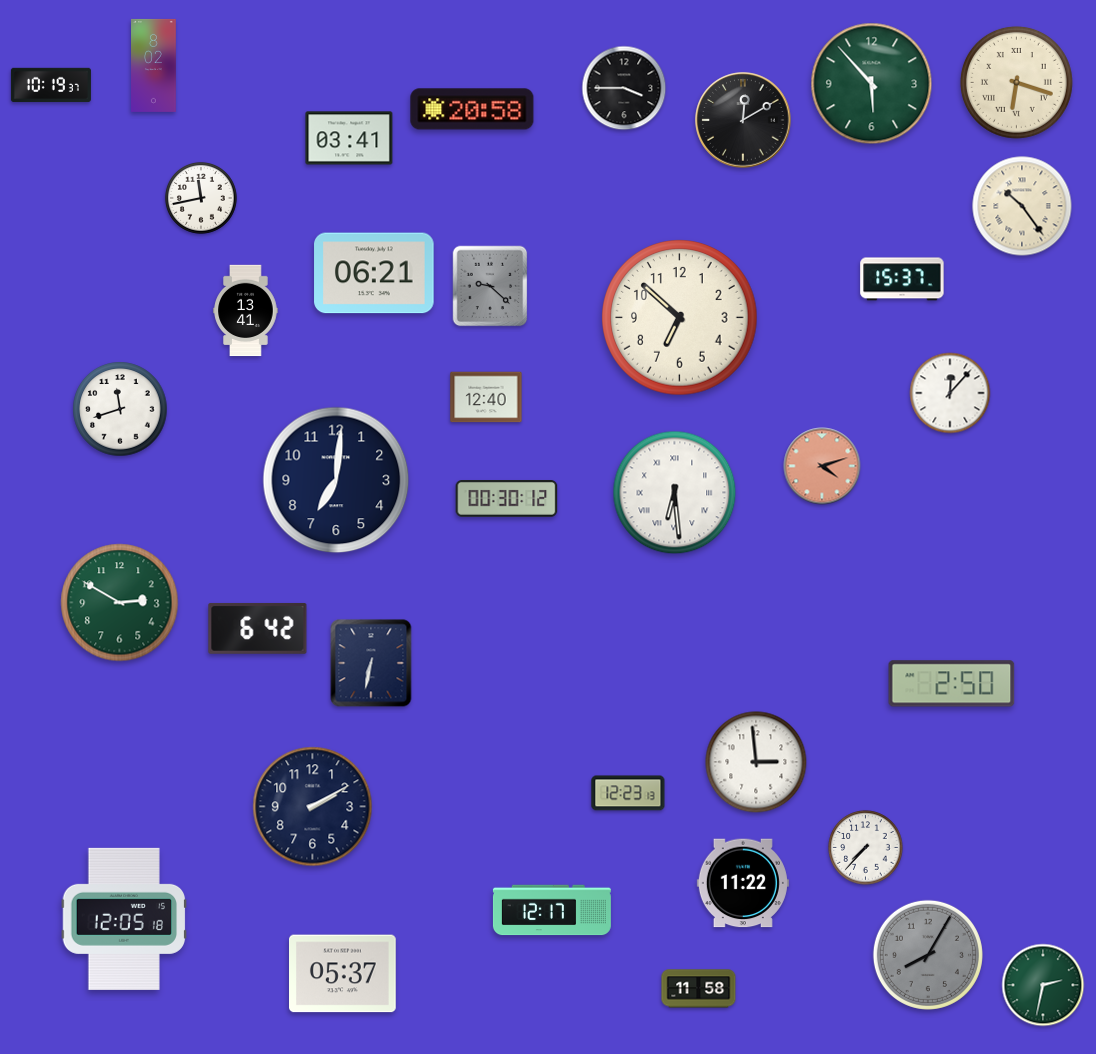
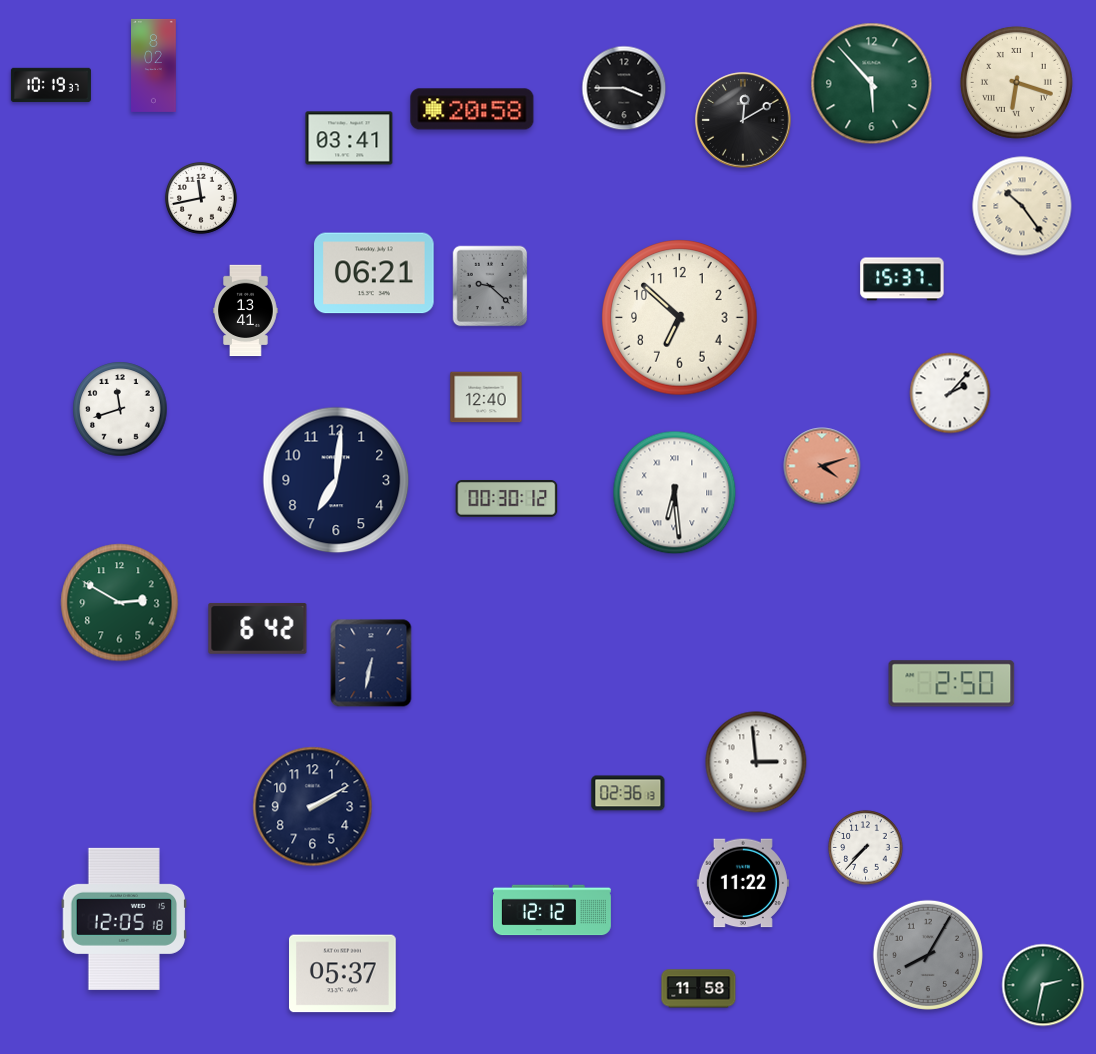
clock at (950, 393): 12:07 -> 2:07
clock at (628, 793): 12:23 -> 02:36
clock at (552, 910): 12:17 -> 12:12
